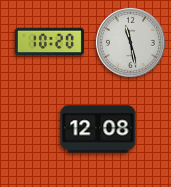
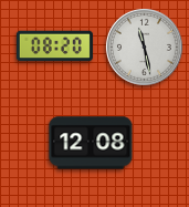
clock at (49, 42): 10:20 -> 08:20
clock at (98, 129) position: (98, 129) -> (91, 143)
